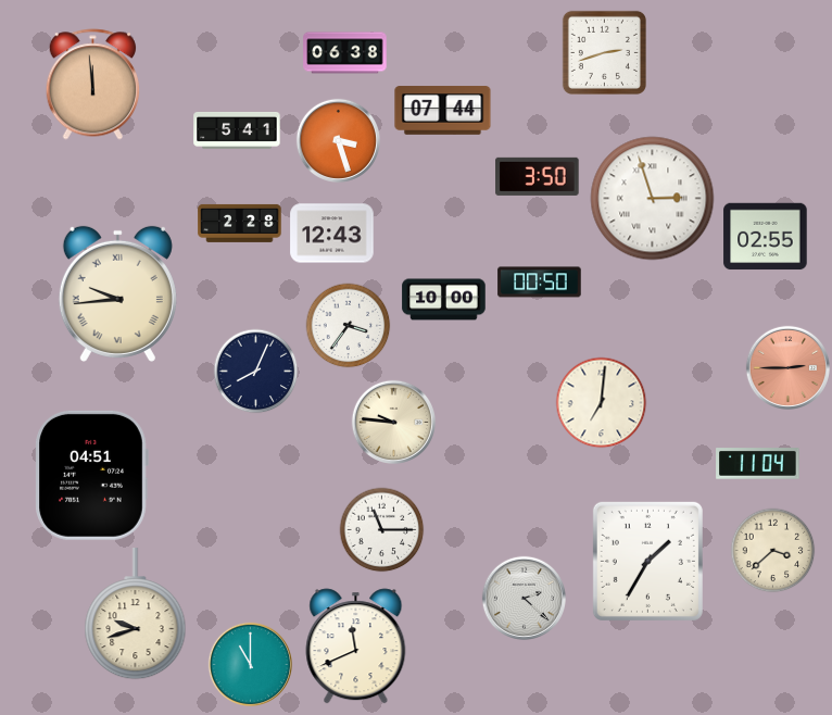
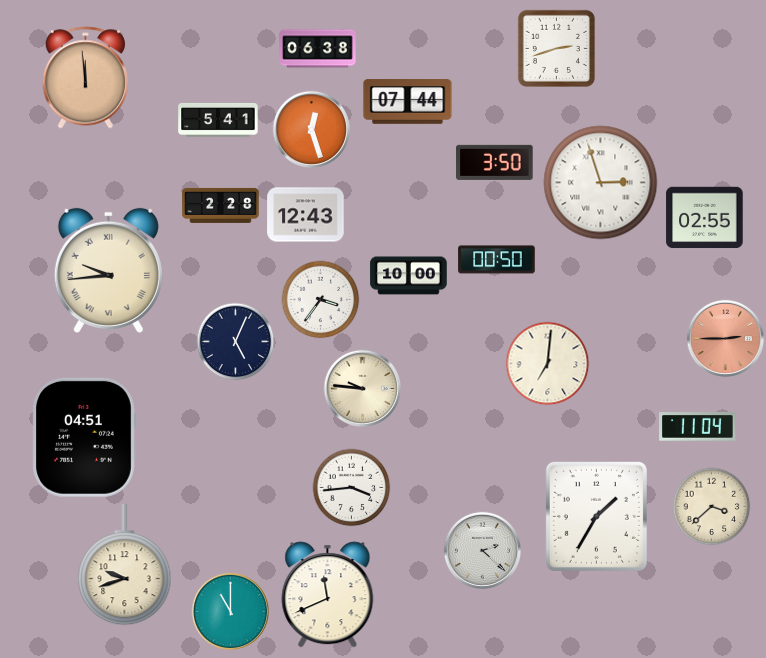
clock at (338, 140): 3:27 -> 12:27
clock at (255, 371): 8:04 -> 5:04
clock at (601, 402) position: (601, 402) -> (547, 363)
clock at (381, 529): 11:15 -> 3:44
